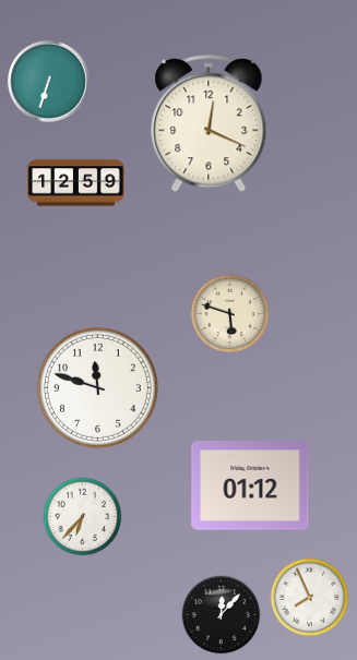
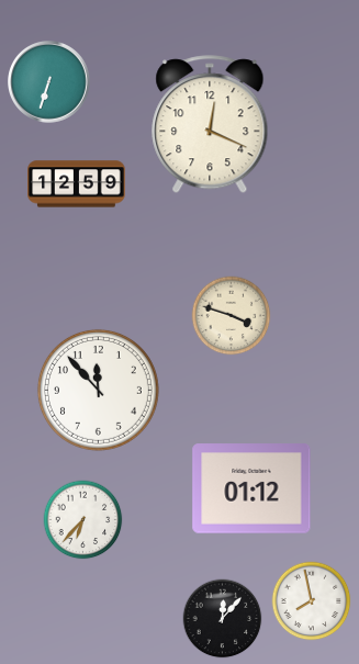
clock at (230, 314): 5:48 -> 3:48
clock at (97, 387): 11:48 -> 11:53
clock at (310, 598): 7:56 -> 7:58
